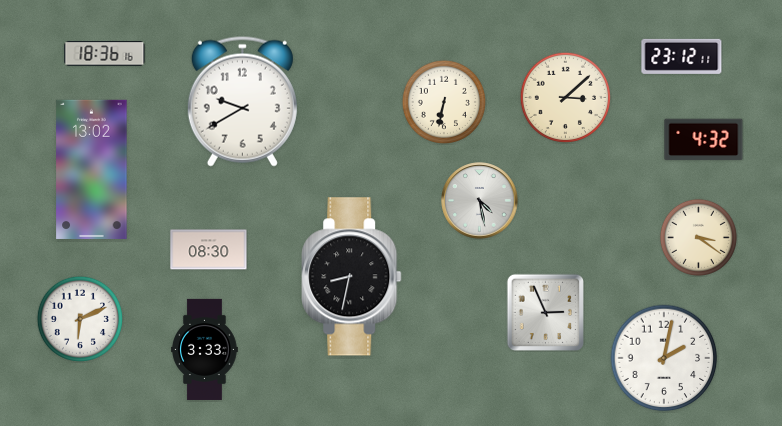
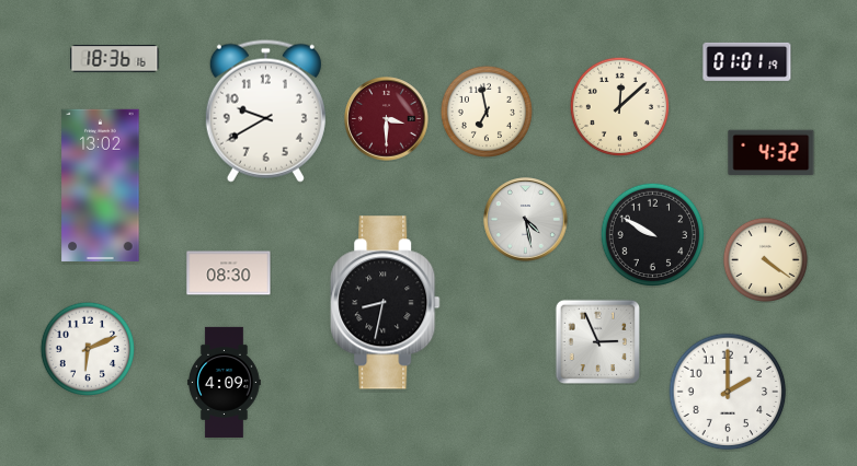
clock at (682, 56): 23:12 -> 01:01
clock at (565, 97): 3:08 -> 12:08
clock at (444, 102): 6:32 -> 6:58
clock at (387, 119): none -> 3:30
clock at (652, 234): none -> 9:50
clock at (698, 237): 3:21 -> 4:21
clock at (205, 349): 3:33 -> 4:09
clock at (664, 358): 2:02 -> 2:00
